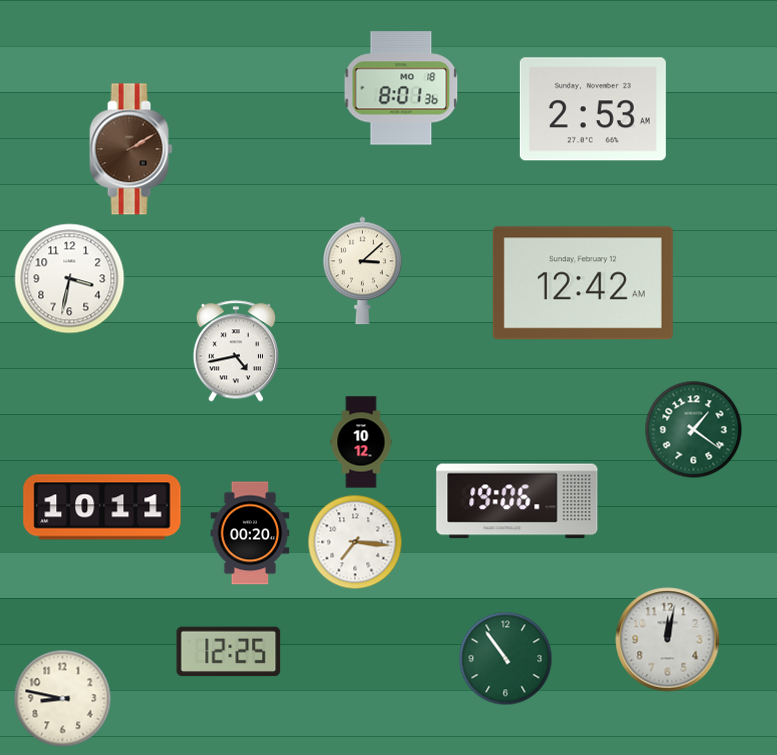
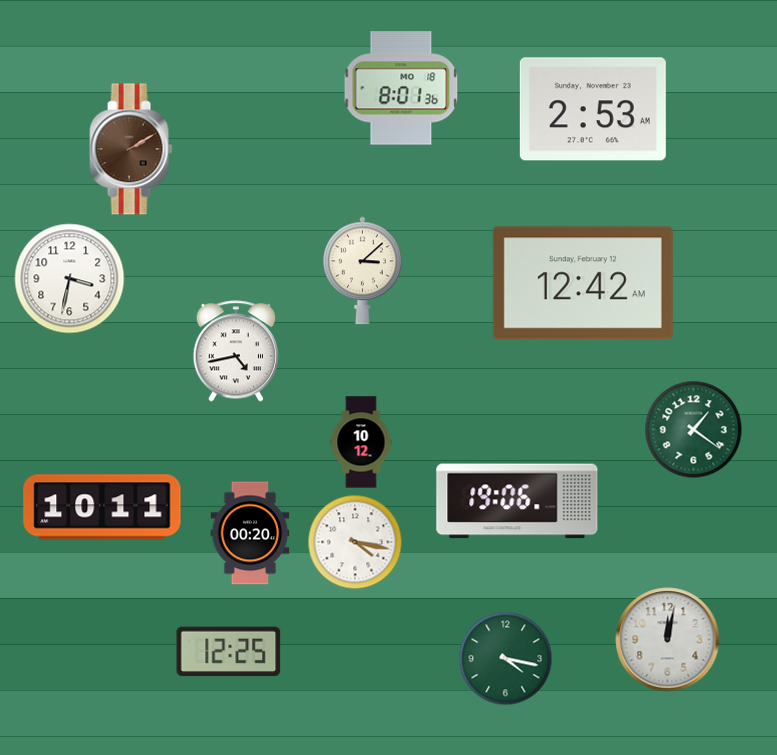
clock at (355, 542): 7:16 -> 4:17
clock at (506, 659): 10:54 -> 4:17
clock at (63, 699): 8:47 -> none
